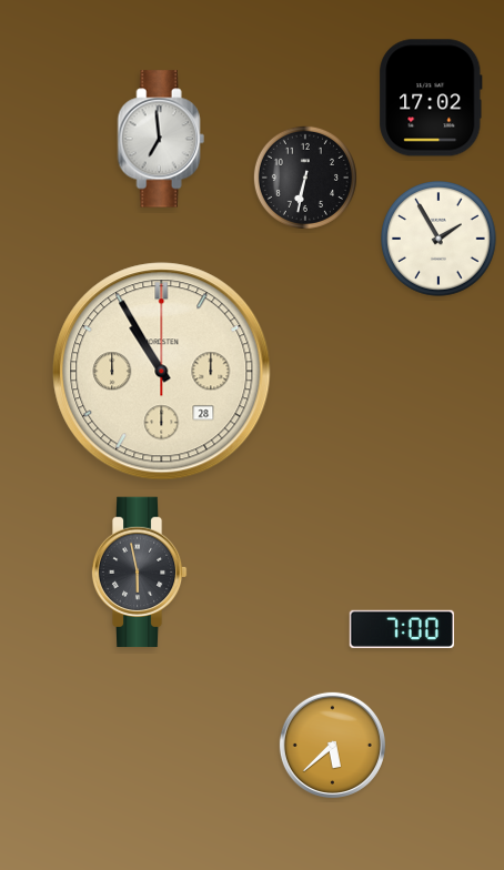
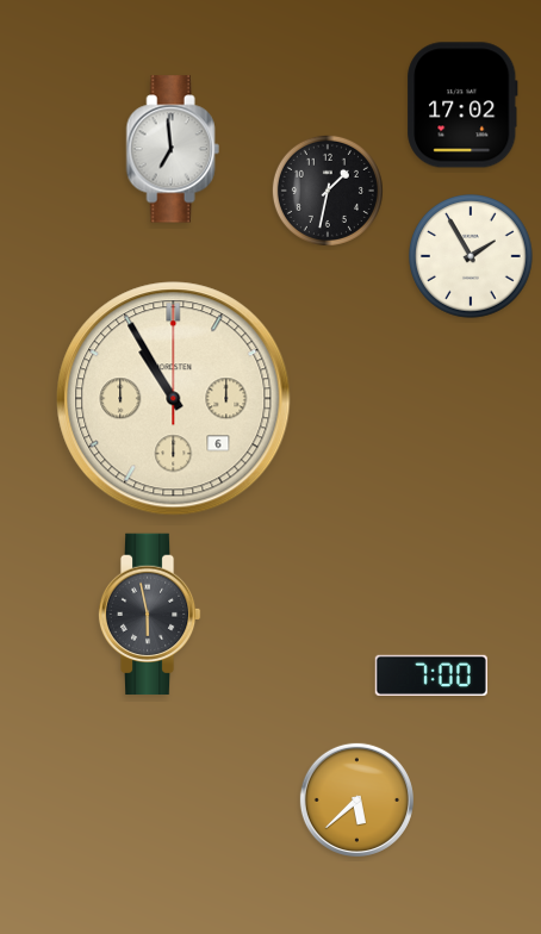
clock at (305, 178): 6:32 -> 1:32
clock at (162, 372) date: 28 -> 6
